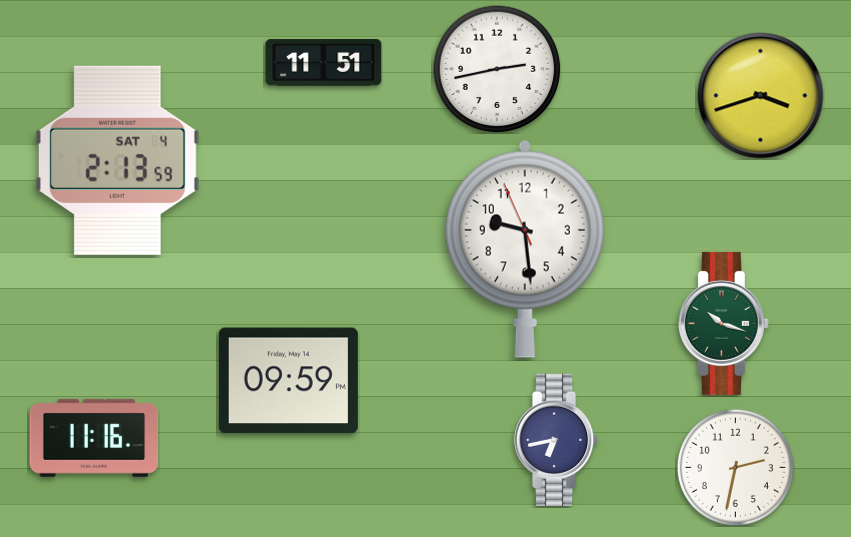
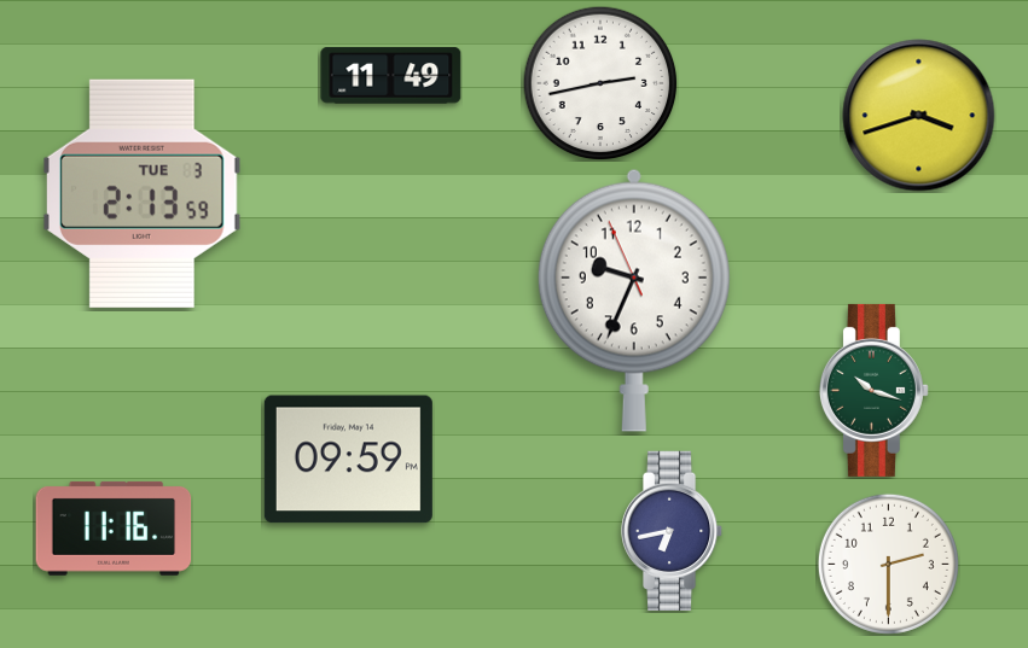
clock at (324, 63): 11:51 -> 11:49
clock at (117, 160) date: SAT 4 -> TUE 3
clock at (525, 249): 9:28 -> 9:33
clock at (735, 467): 2:32 -> 2:30
